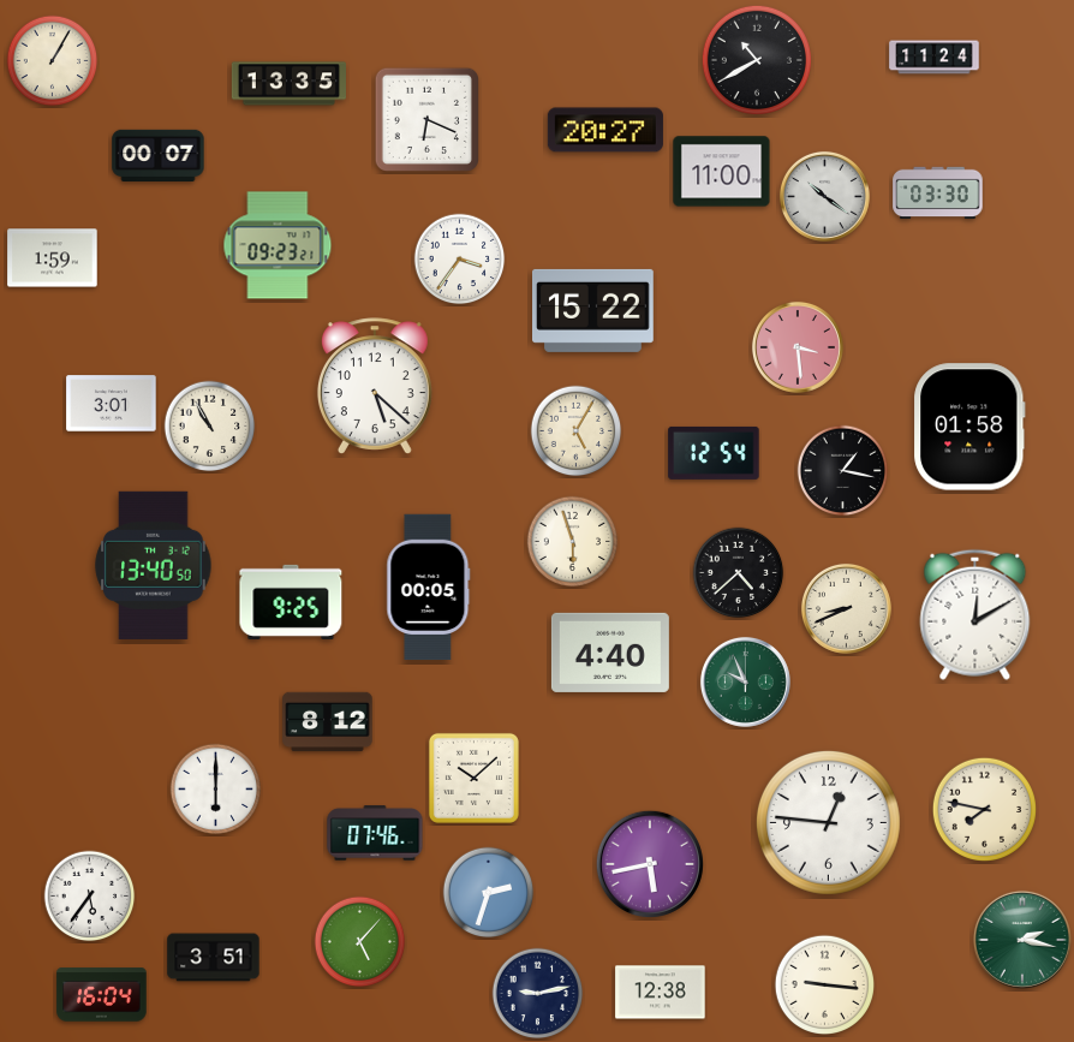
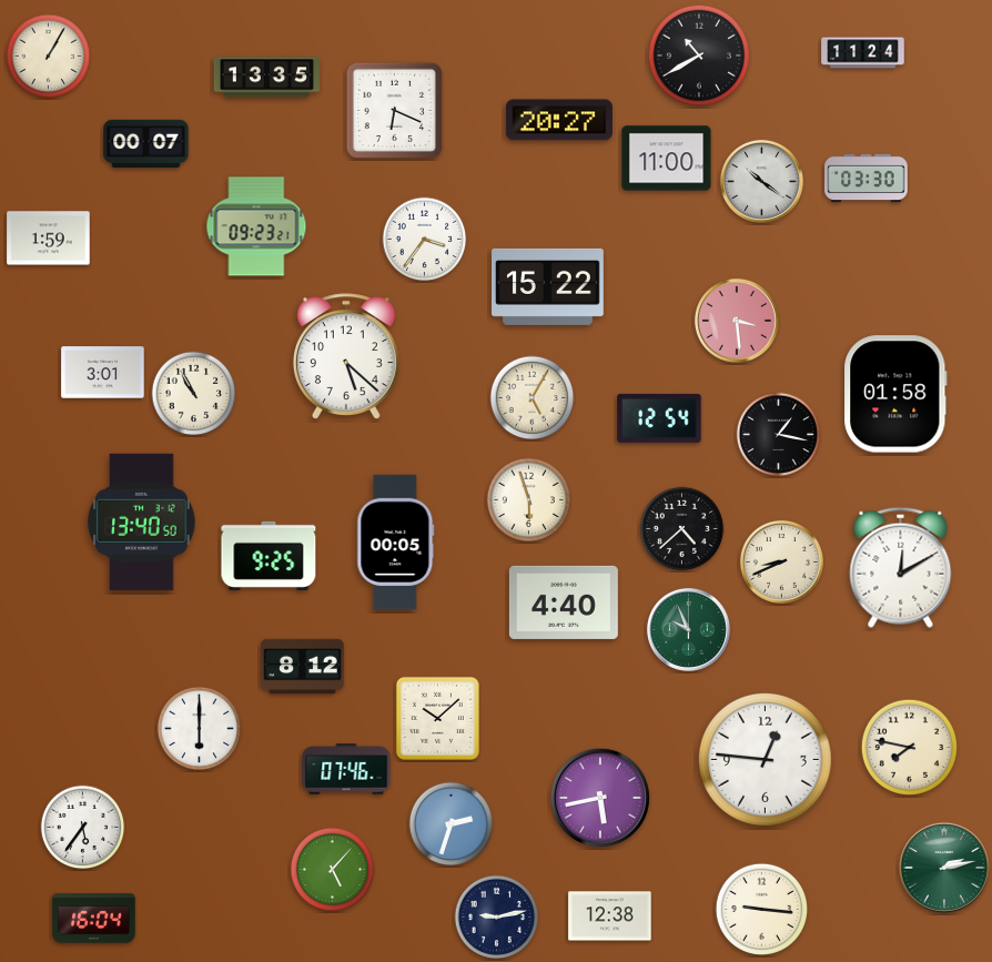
clock at (1022, 940): 2:17 -> 2:13
clock at (214, 958): 3:51 -> none
